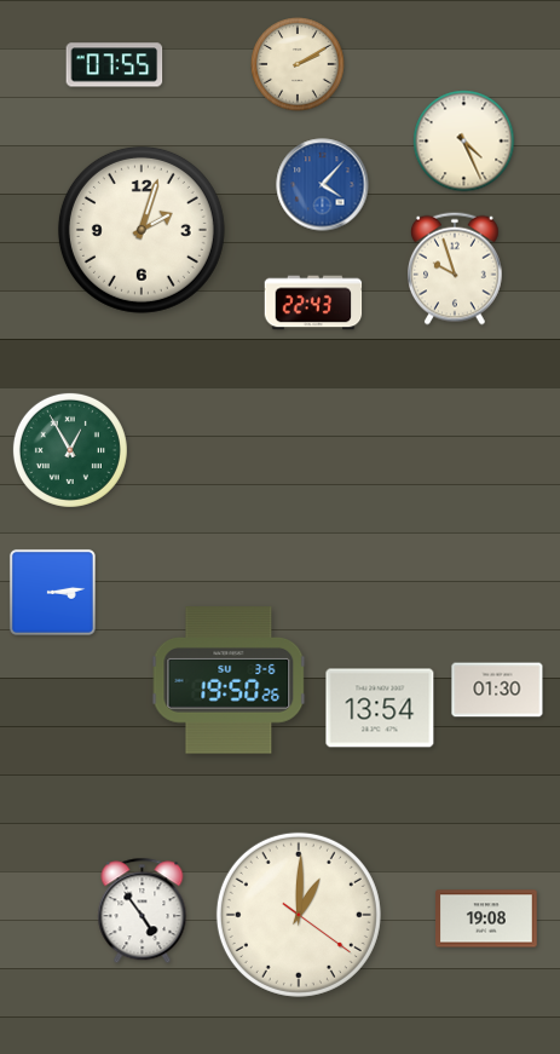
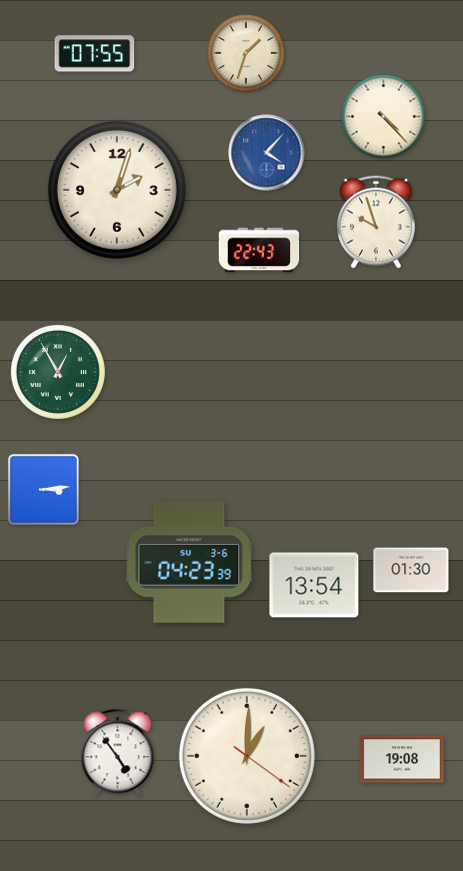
clock at (298, 64): 2:10 -> 1:33
clock at (464, 142): 4:26 -> 4:23
clock at (229, 680): 19:50 -> 04:23
